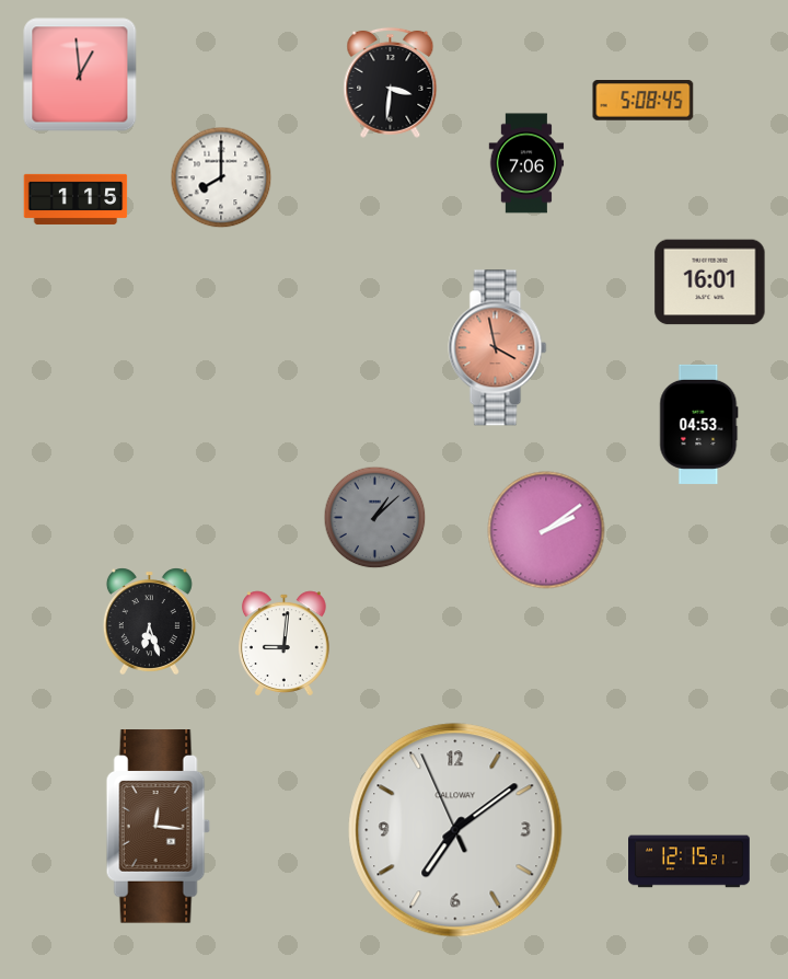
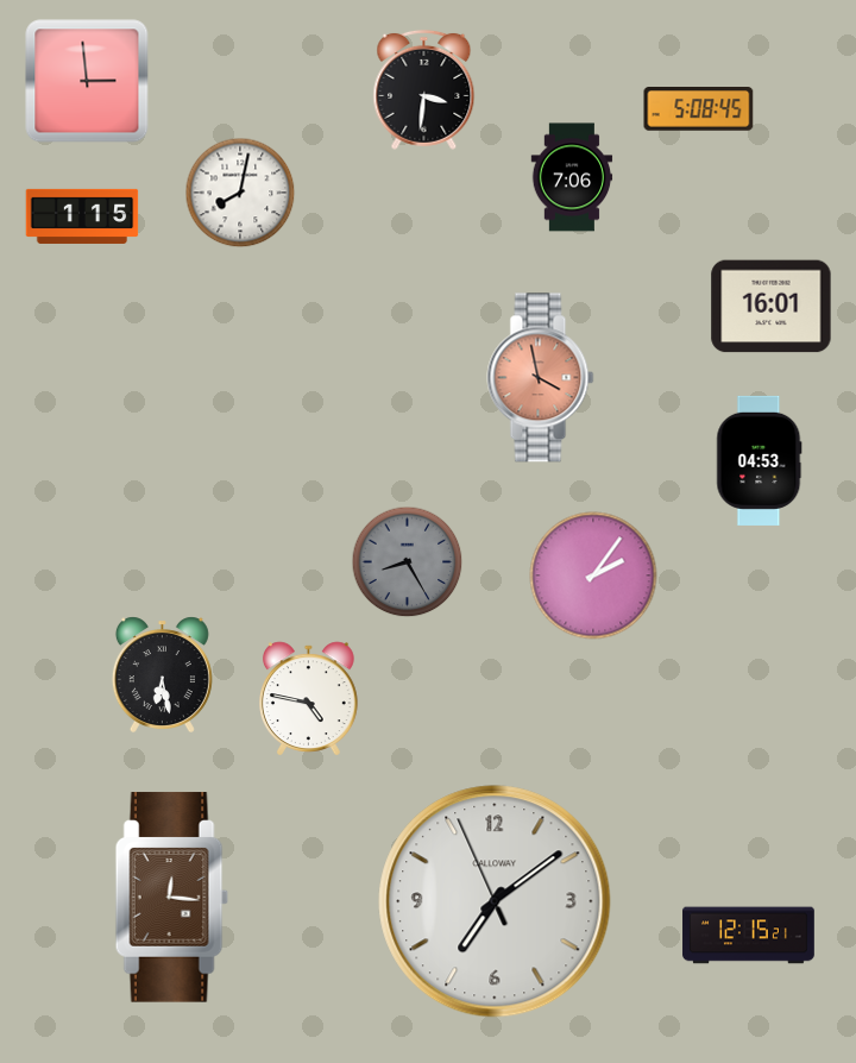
clock at (80, 74): 12:59 -> 2:59
clock at (221, 177): 8:00 -> 8:02
clock at (375, 518): 1:08 -> 8:25
clock at (546, 530): 2:09 -> 2:06
clock at (149, 621): 6:27 -> 6:28
clock at (285, 644): 9:01 -> 4:47
